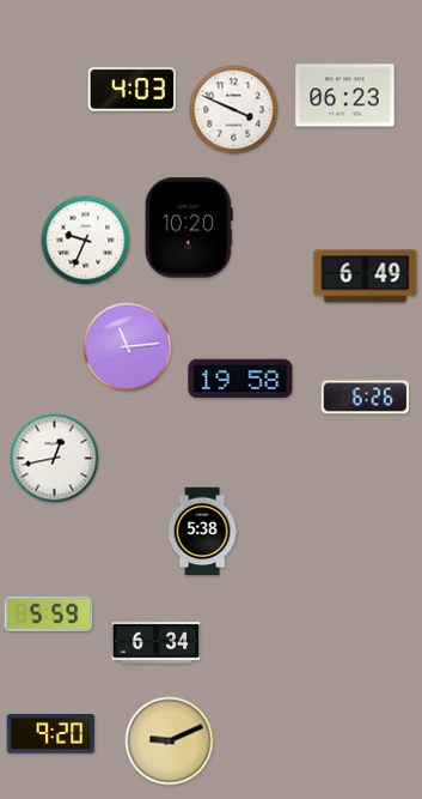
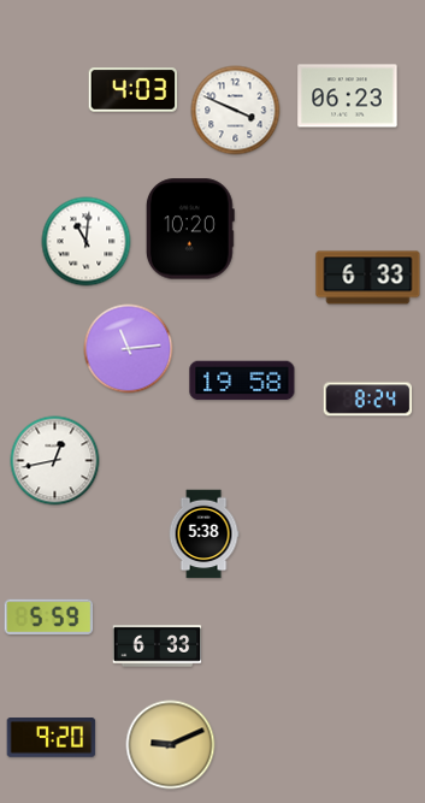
clock at (86, 241): 9:34 -> 11:01
clock at (366, 277): 6:49 -> 6:33
clock at (366, 398): 6:26 -> 8:24
clock at (157, 643): 6:34 -> 6:33
